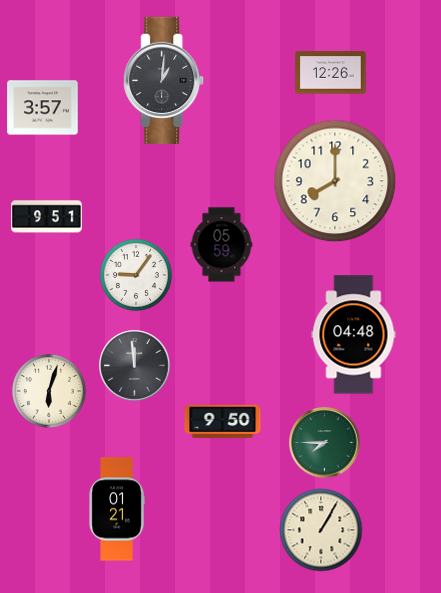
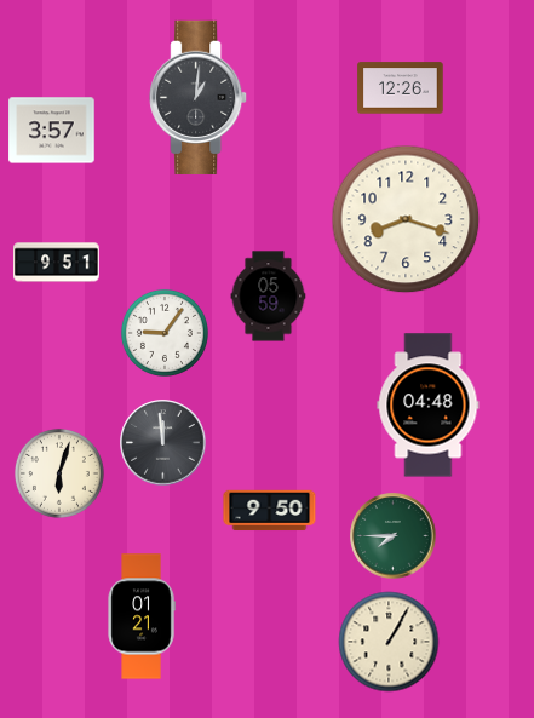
clock at (335, 181): 8:00 -> 8:18
